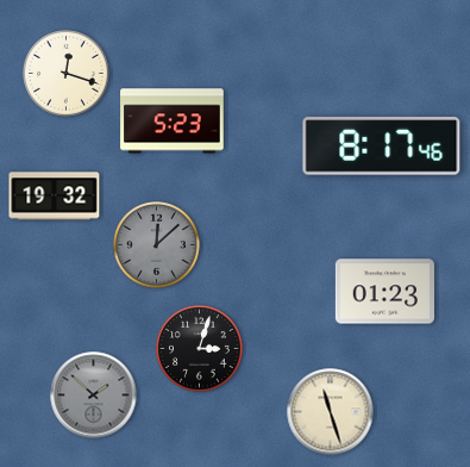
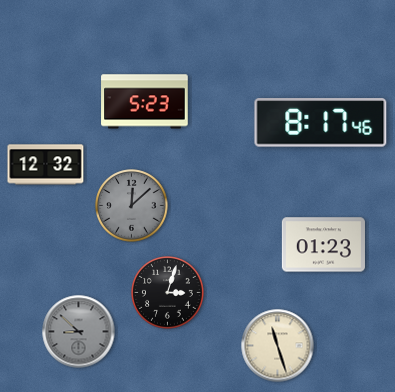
clock at (67, 74): 12:18 -> none
clock at (55, 197): 19:32 -> 12:32
clock at (94, 396): 1:52 -> 8:52
